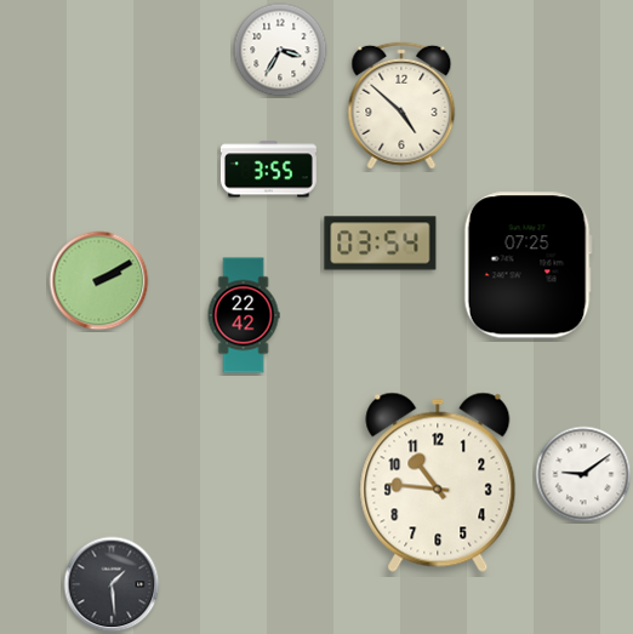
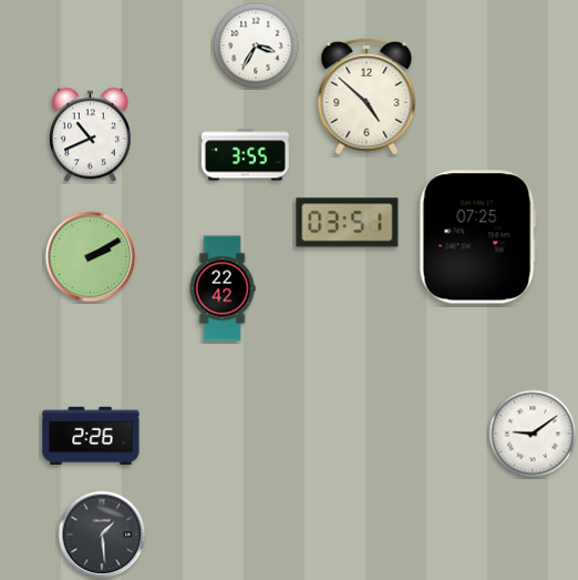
clock at (91, 135): none -> 10:41
clock at (381, 244): 03:54 -> 03:51
clock at (527, 265) position: (527, 265) -> (477, 237)
clock at (91, 436): none -> 2:26
clock at (438, 482): 10:46 -> none
